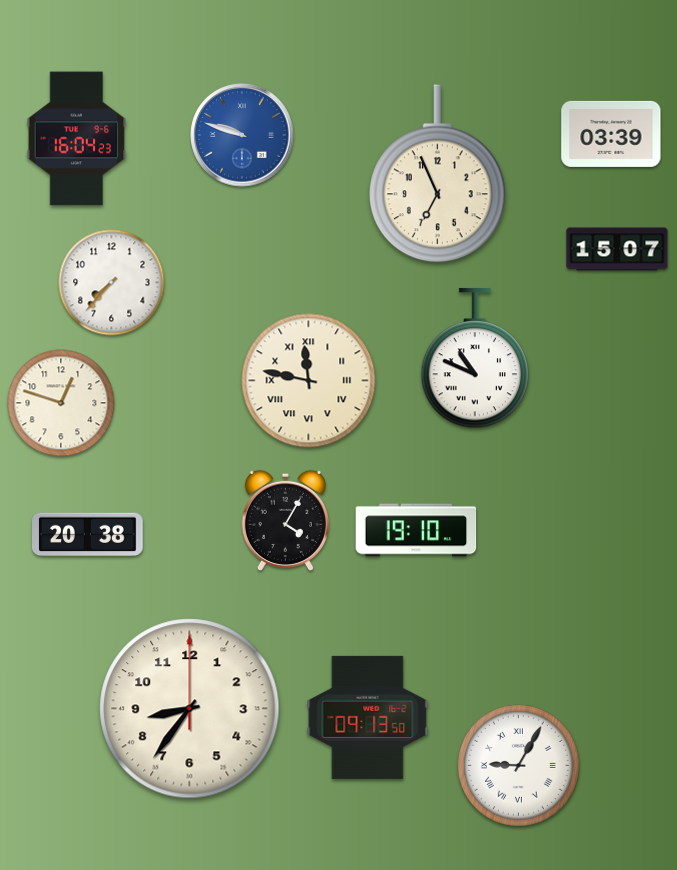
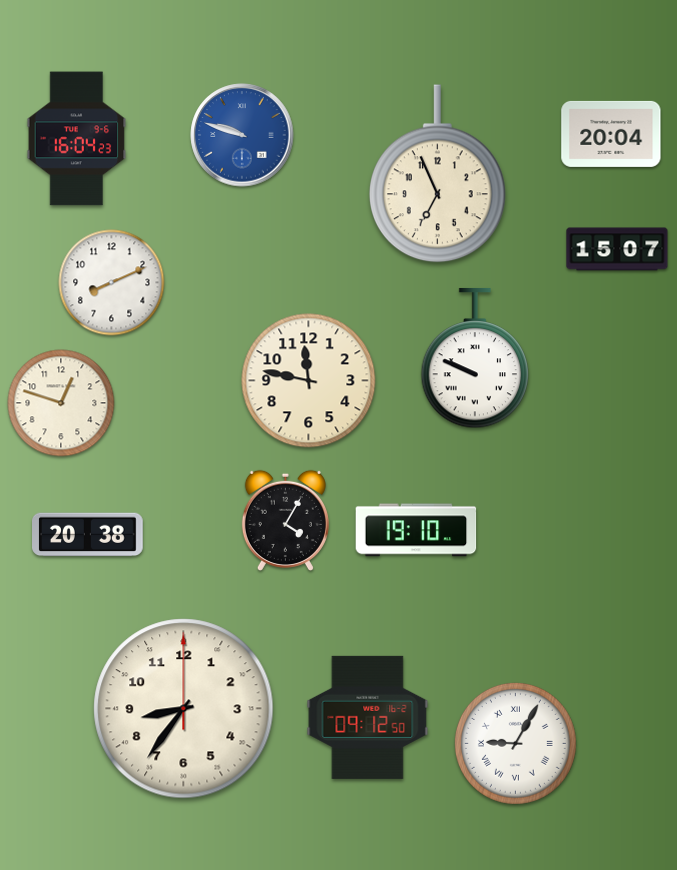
clock at (611, 134): 03:39 -> 20:04
clock at (112, 283): 7:37 -> 8:11
clock at (475, 358): 10:49 -> 9:49
clock at (309, 381) numerals: Roman -> Arabic
clock at (190, 709) position: (190, 709) -> (184, 709)
clock at (368, 717): 09:13 -> 09:12
clock at (518, 765) position: (518, 765) -> (515, 743)
